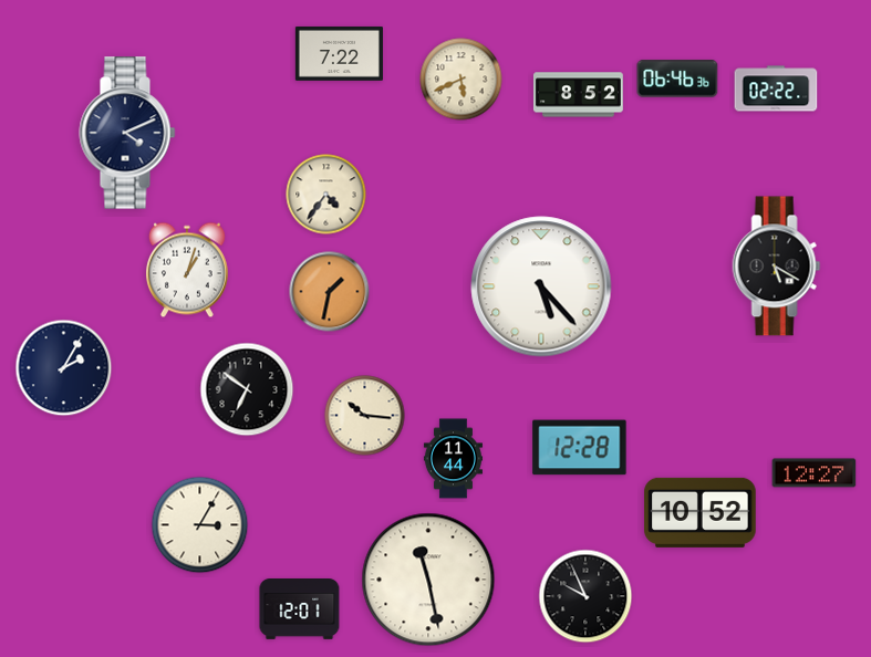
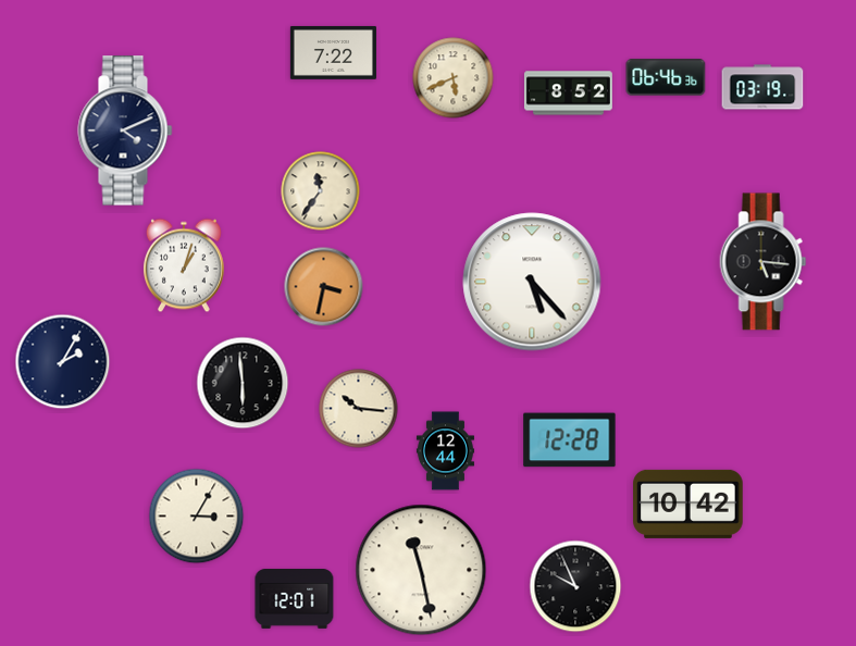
clock at (776, 88): 02:22 -> 03:19
clock at (326, 195): 4:36 -> 11:36
clock at (777, 267): 5:20 -> 5:16
clock at (330, 292): 1:32 -> 3:32
clock at (247, 389): 6:51 -> 5:59
clock at (453, 459): 11:44 -> 12:44
clock at (815, 473): 12:27 -> none
clock at (701, 512): 10:52 -> 10:42
